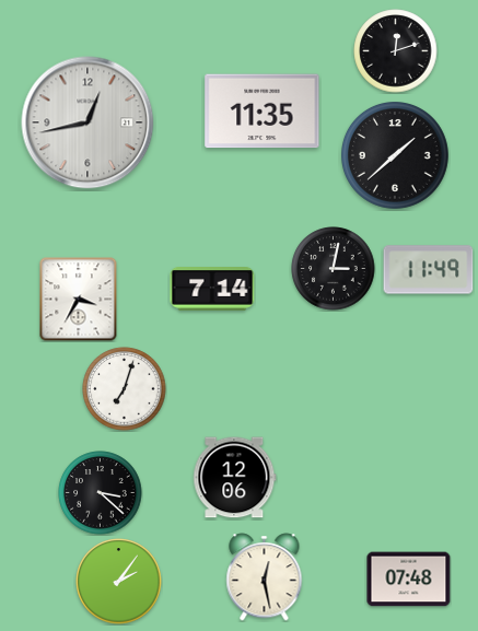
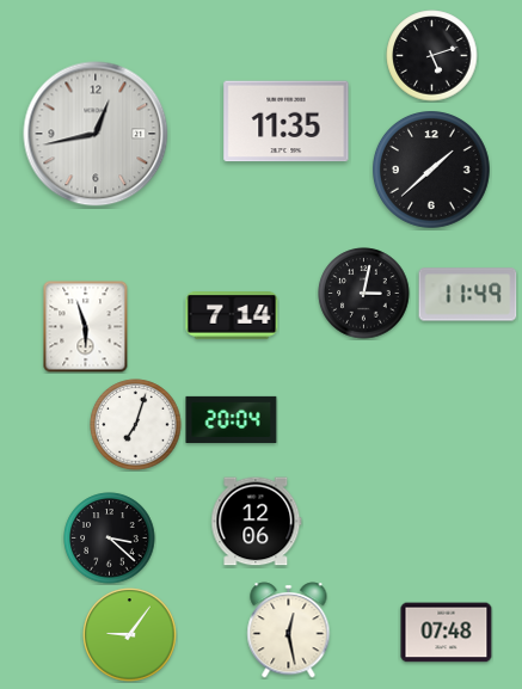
clock at (396, 51): 12:12 -> 5:12
clock at (79, 300): 3:35 -> 5:57
clock at (232, 419): none -> 20:04
clock at (119, 582): 2:06 -> 9:06
